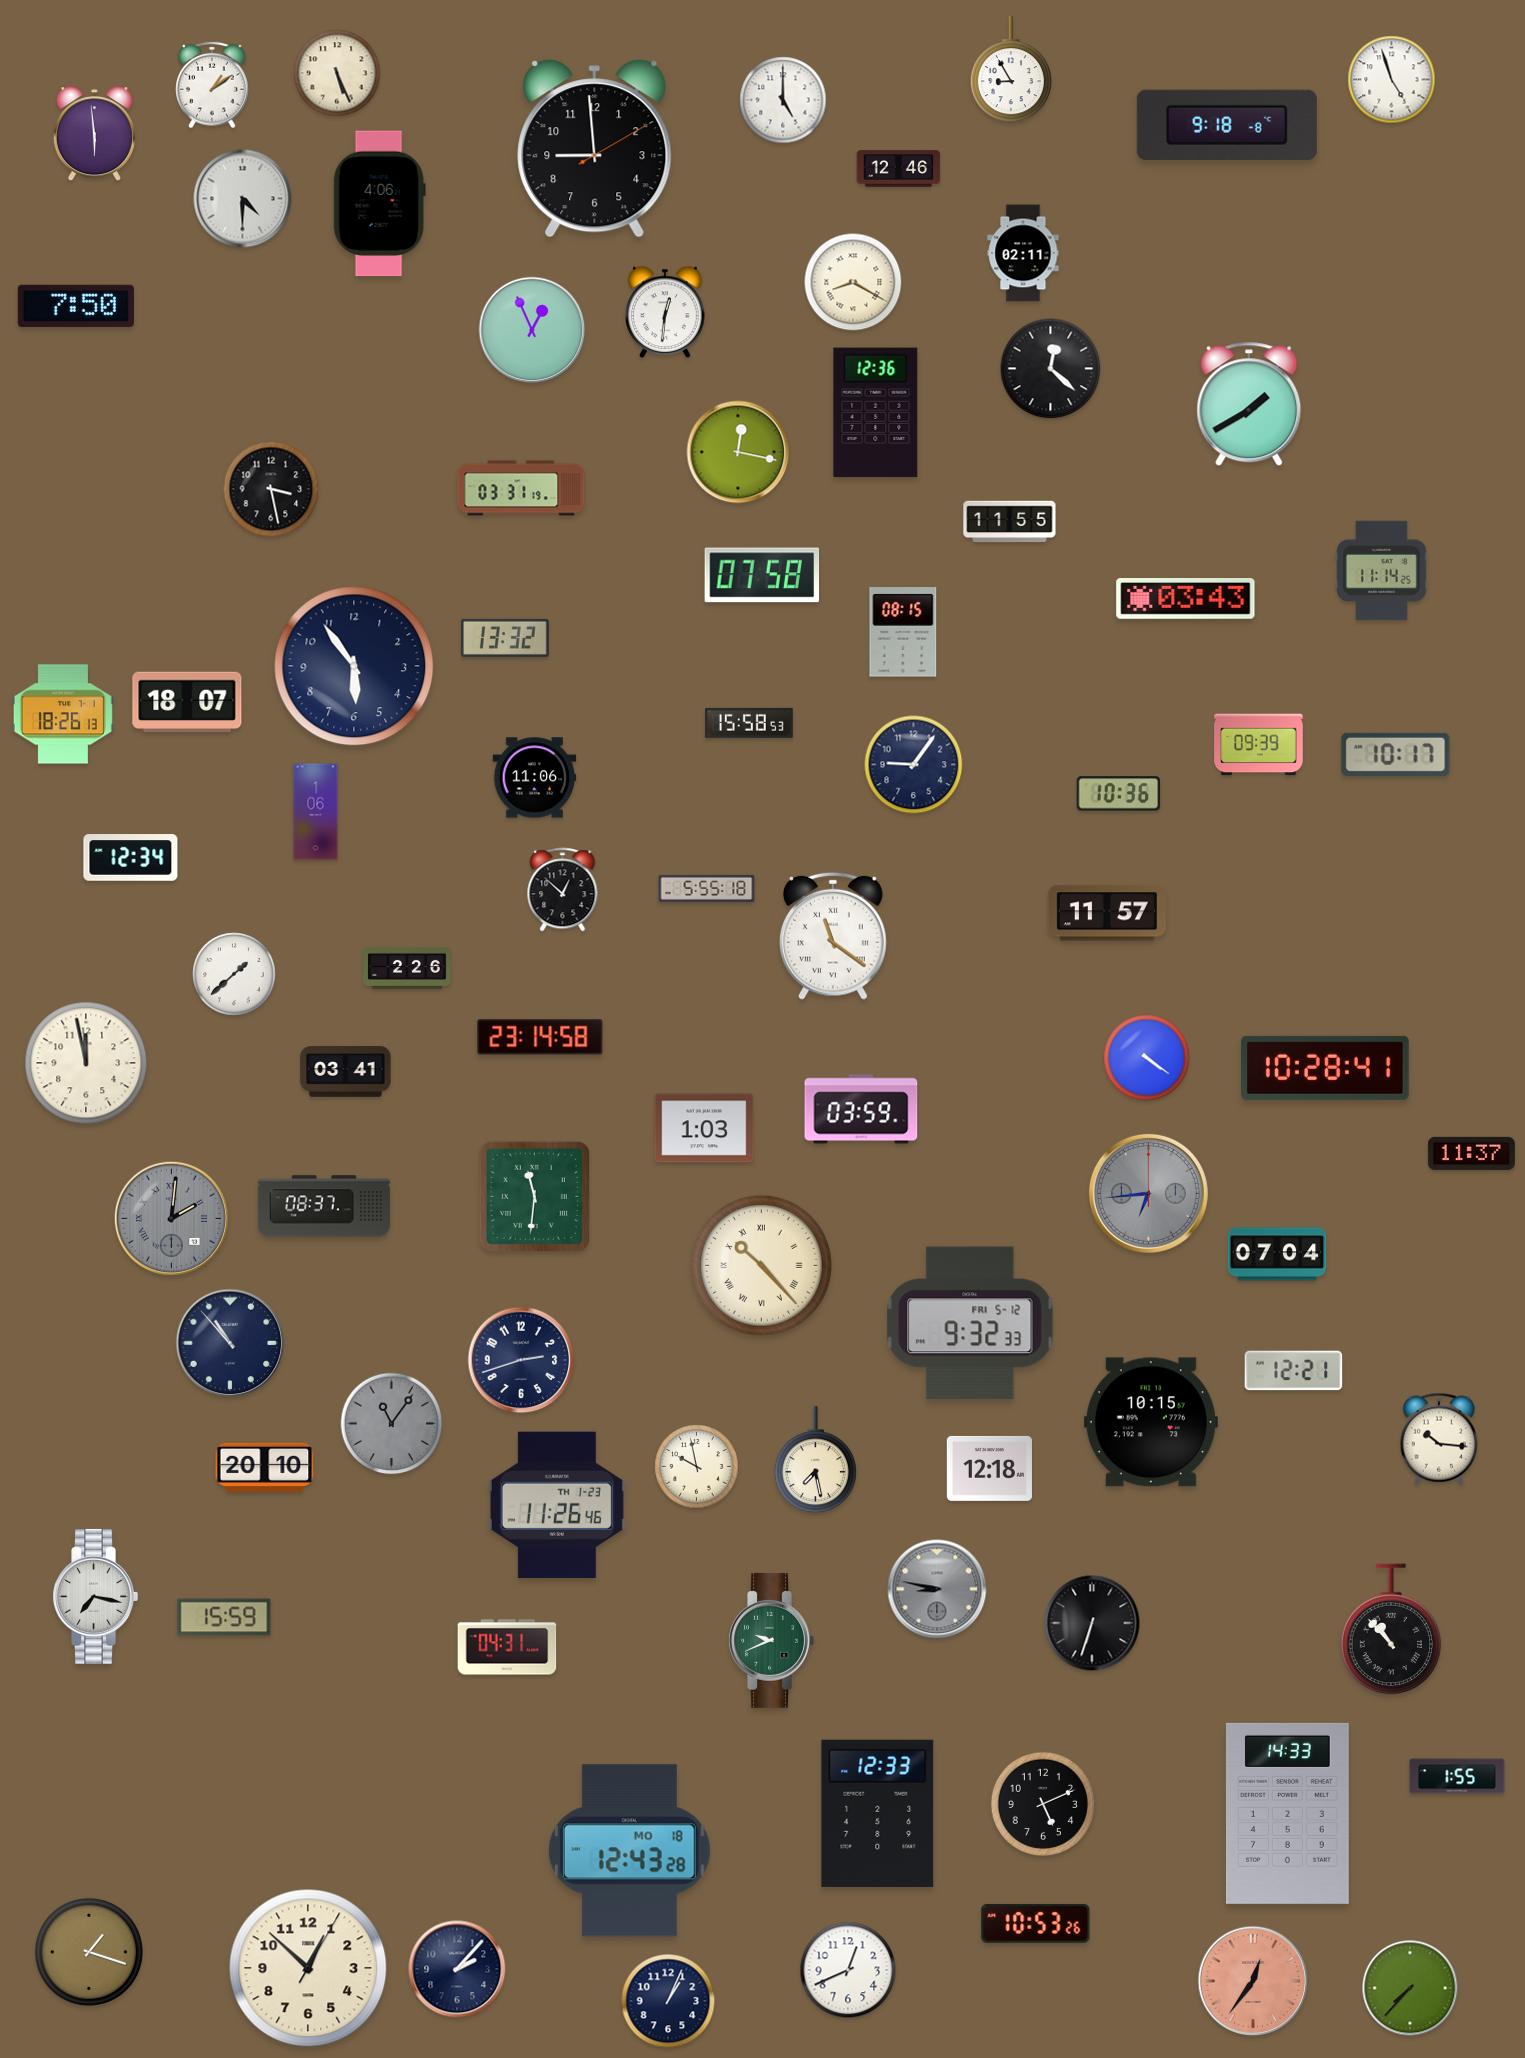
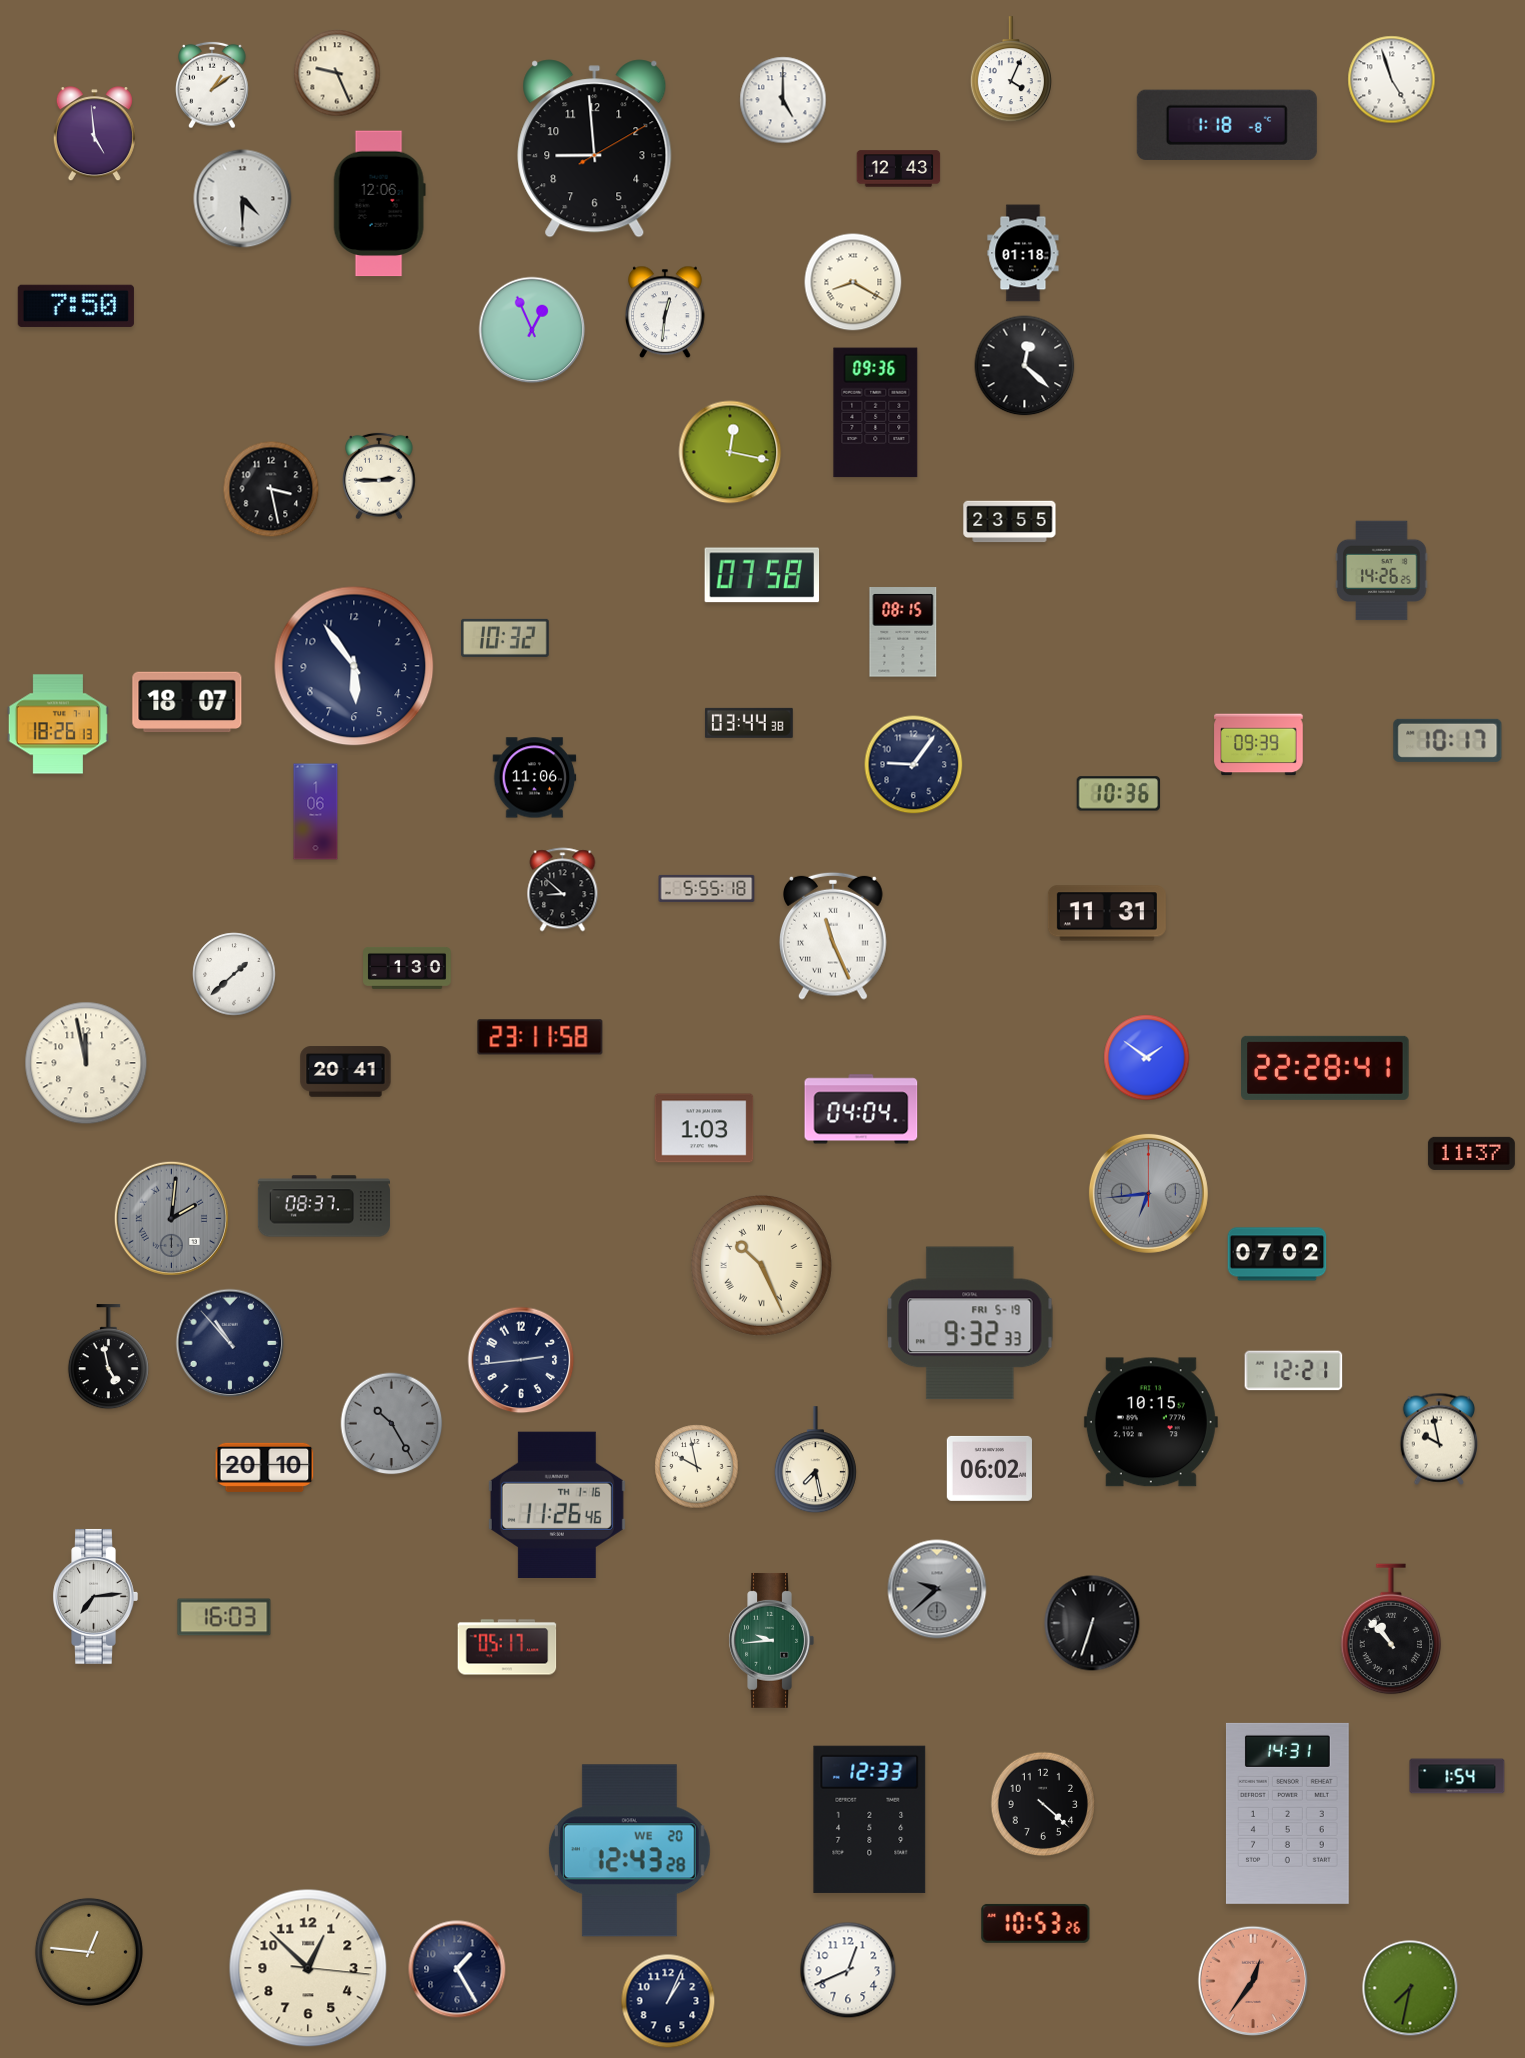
clock at (1011, 70): 8:55 -> 4:04
clock at (337, 73): 5:26 -> 9:26
clock at (1227, 125): 9:18 -> 1:18
clock at (94, 134): 5:59 -> 4:59
clock at (899, 169): 12:46 -> 12:43
clock at (379, 204): 4:06 -> 12:06
clock at (1023, 253): 02:11 -> 01:18
clock at (1051, 369) position: (1051, 369) -> (1025, 366)
clock at (1249, 404): 1:40 -> none
clock at (876, 413): 12:36 -> 09:36
clock at (738, 452) position: (738, 452) -> (730, 452)
clock at (379, 476): none -> 2:45
clock at (521, 488): 03:31 -> none
clock at (1010, 522): 11:55 -> 23:55
clock at (1382, 571): 11:14 -> 14:26
clock at (1186, 599): 03:43 -> none
clock at (506, 638): 13:32 -> 10:32
clock at (63, 714) position: (63, 714) -> (58, 724)
clock at (749, 723): 15:58 -> 03:44
clock at (1396, 754) position: (1396, 754) -> (1448, 740)
clock at (131, 858): 12:34 -> none
clock at (563, 890): 12:52 -> 8:52
clock at (1107, 913): 11:57 -> 11:31
clock at (834, 936): 11:21 -> 11:26
clock at (407, 968): 2:26 -> 1:30
clock at (540, 1037): 23:14 -> 23:11
clock at (1147, 1058): 4:21 -> 1:51
clock at (1325, 1068): 10:28 -> 22:28
clock at (346, 1072): 03:41 -> 20:41
clock at (861, 1109): 03:59 -> 04:04
clock at (534, 1196): 11:31 -> none
clock at (1277, 1254): 07:04 -> 07:02
clock at (761, 1265): 10:23 -> 10:26
clock at (970, 1323) date: FRI 5-12 -> FRI 5-19
clock at (108, 1357): none -> 4:58
clock at (521, 1360): 2:42 -> 2:44
clock at (392, 1424): 11:06 -> 10:25
clock at (1438, 1439): 10:16 -> 9:58
clock at (989, 1468): 12:18 -> 06:02
clock at (557, 1504) date: TH 1-23 -> TH 1-16
clock at (937, 1589): 8:47 -> 9:38
clock at (95, 1596): 7:17 -> 7:14
clock at (224, 1617): 15:59 -> 16:03
clock at (771, 1640): 9:41 -> 9:44
clock at (507, 1647): 04:31 -> 05:17
clock at (1457, 1776): 1:55 -> 1:54
clock at (1042, 1803): 5:11 -> 4:22
clock at (878, 1813) position: (878, 1813) -> (870, 1819)
clock at (1287, 1813): 14:33 -> 14:31
clock at (629, 1851) date: MO 18 -> WE 20
clock at (89, 1952): 1:18 -> 12:46
clock at (308, 1968): 12:52:05 -> 12:52:16
clock at (457, 1969): 2:07 -> 1:25
clock at (1410, 1988): 7:37 -> 7:32
